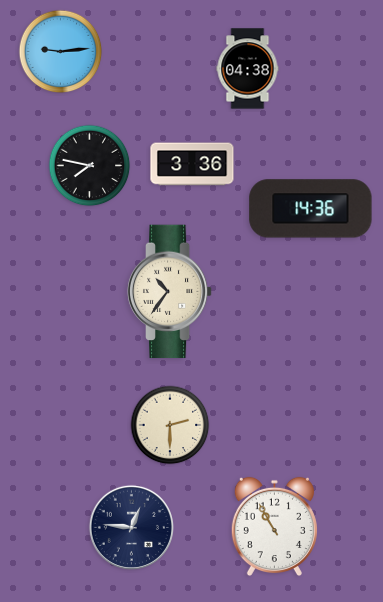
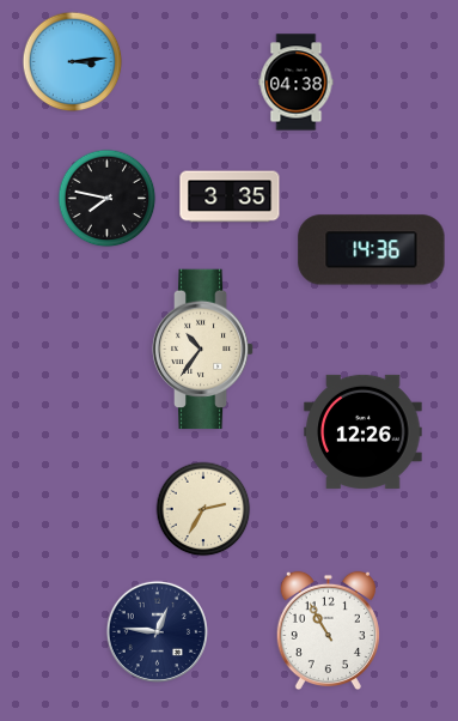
clock at (61, 52): 9:14 -> 3:14
clock at (192, 164): 3:36 -> 3:35
clock at (364, 431): none -> 12:26
clock at (170, 425): 2:30 -> 2:35
